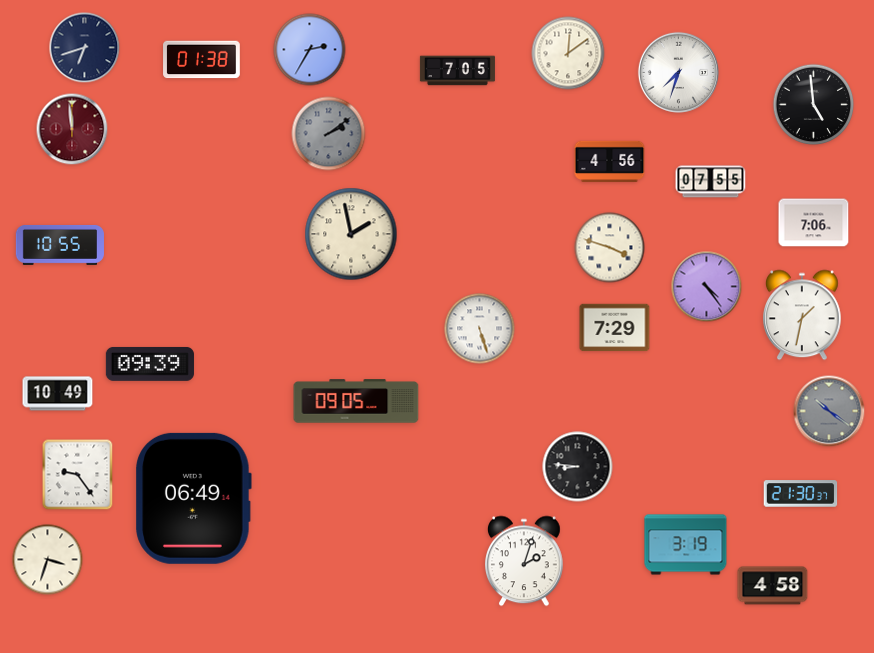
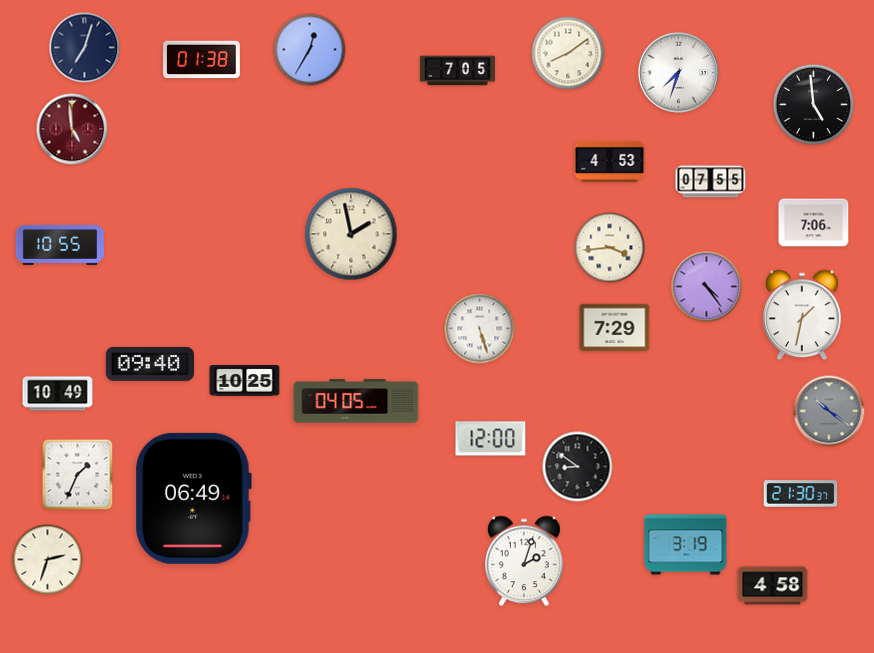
clock at (85, 48): 6:42 -> 7:03
clock at (310, 50): 2:35 -> 12:35
clock at (568, 53): 12:09 -> 8:09
clock at (72, 129): 11:59 -> 4:59
clock at (329, 134): 2:09 -> none
clock at (610, 161): 4:56 -> 4:53
clock at (610, 248): 3:48 -> 3:44
clock at (150, 364): 09:39 -> 09:40
clock at (245, 381): none -> 10:25
clock at (356, 401): 09:05 -> 04:05
clock at (491, 439): none -> 12:00
clock at (578, 467): 8:46 -> 8:51
clock at (78, 475): 9:24 -> 1:34
clock at (48, 560): 3:33 -> 2:33
